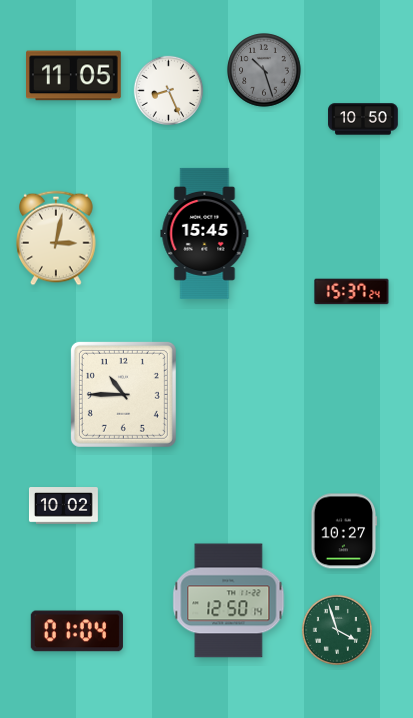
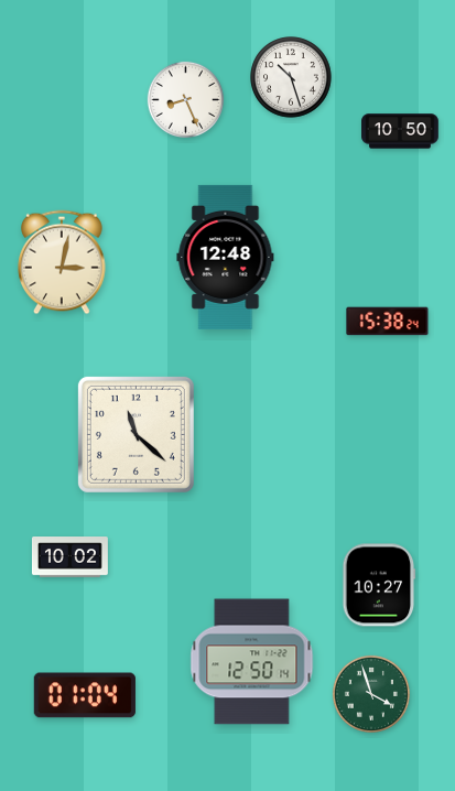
clock at (264, 70) dial: grey -> white
clock at (74, 76): 11:05 -> none
clock at (205, 233): 15:45 -> 12:48
clock at (352, 292): 15:37 -> 15:38
clock at (123, 394): 10:45 -> 11:22
